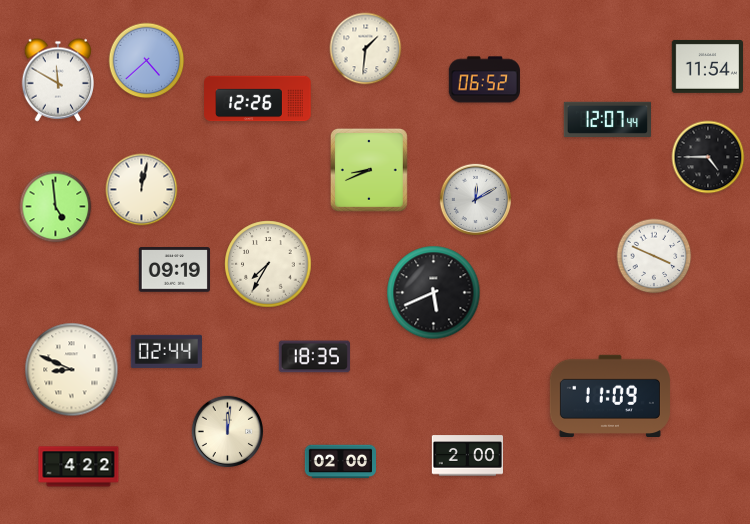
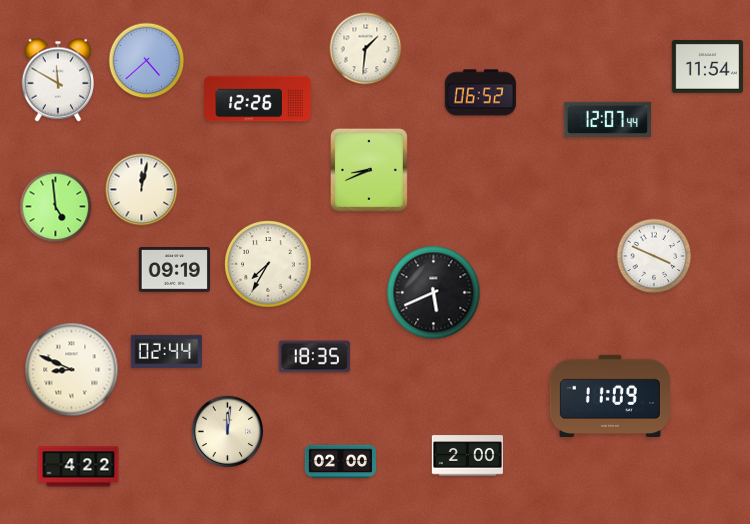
clock at (484, 80) position: (484, 80) -> (480, 93)
clock at (708, 157): 4:45 -> none
clock at (476, 200): 12:10 -> none
